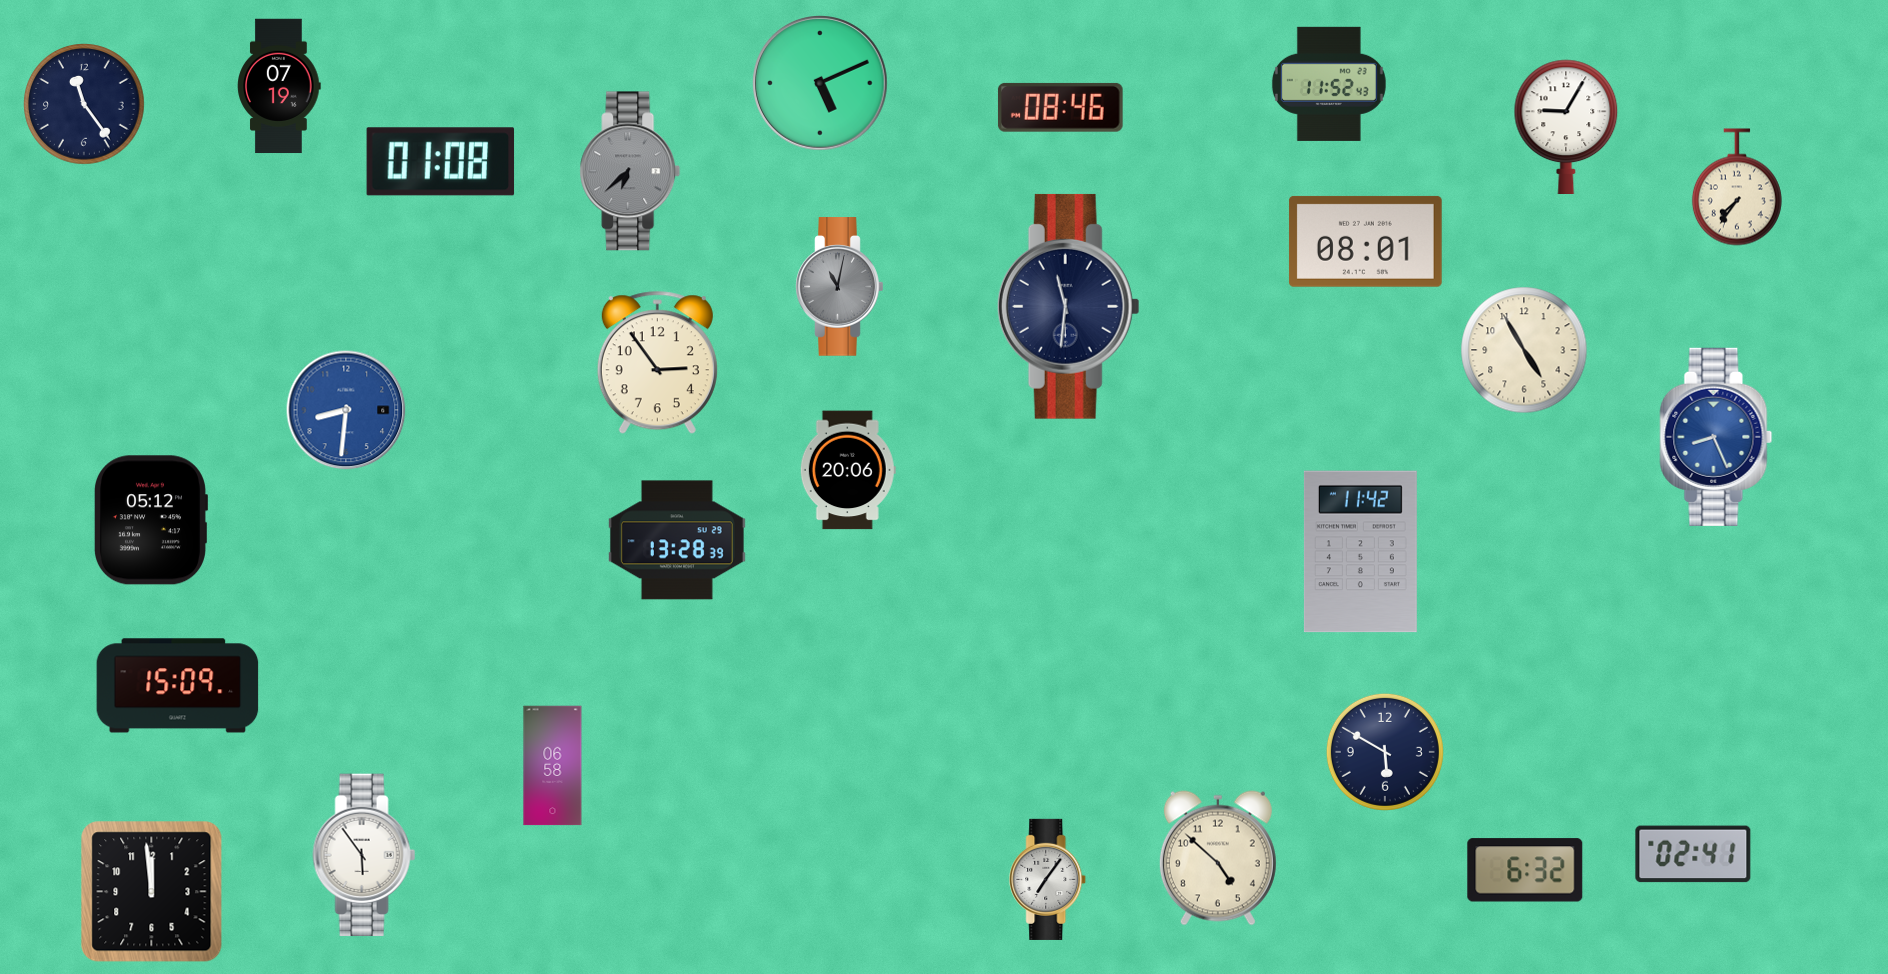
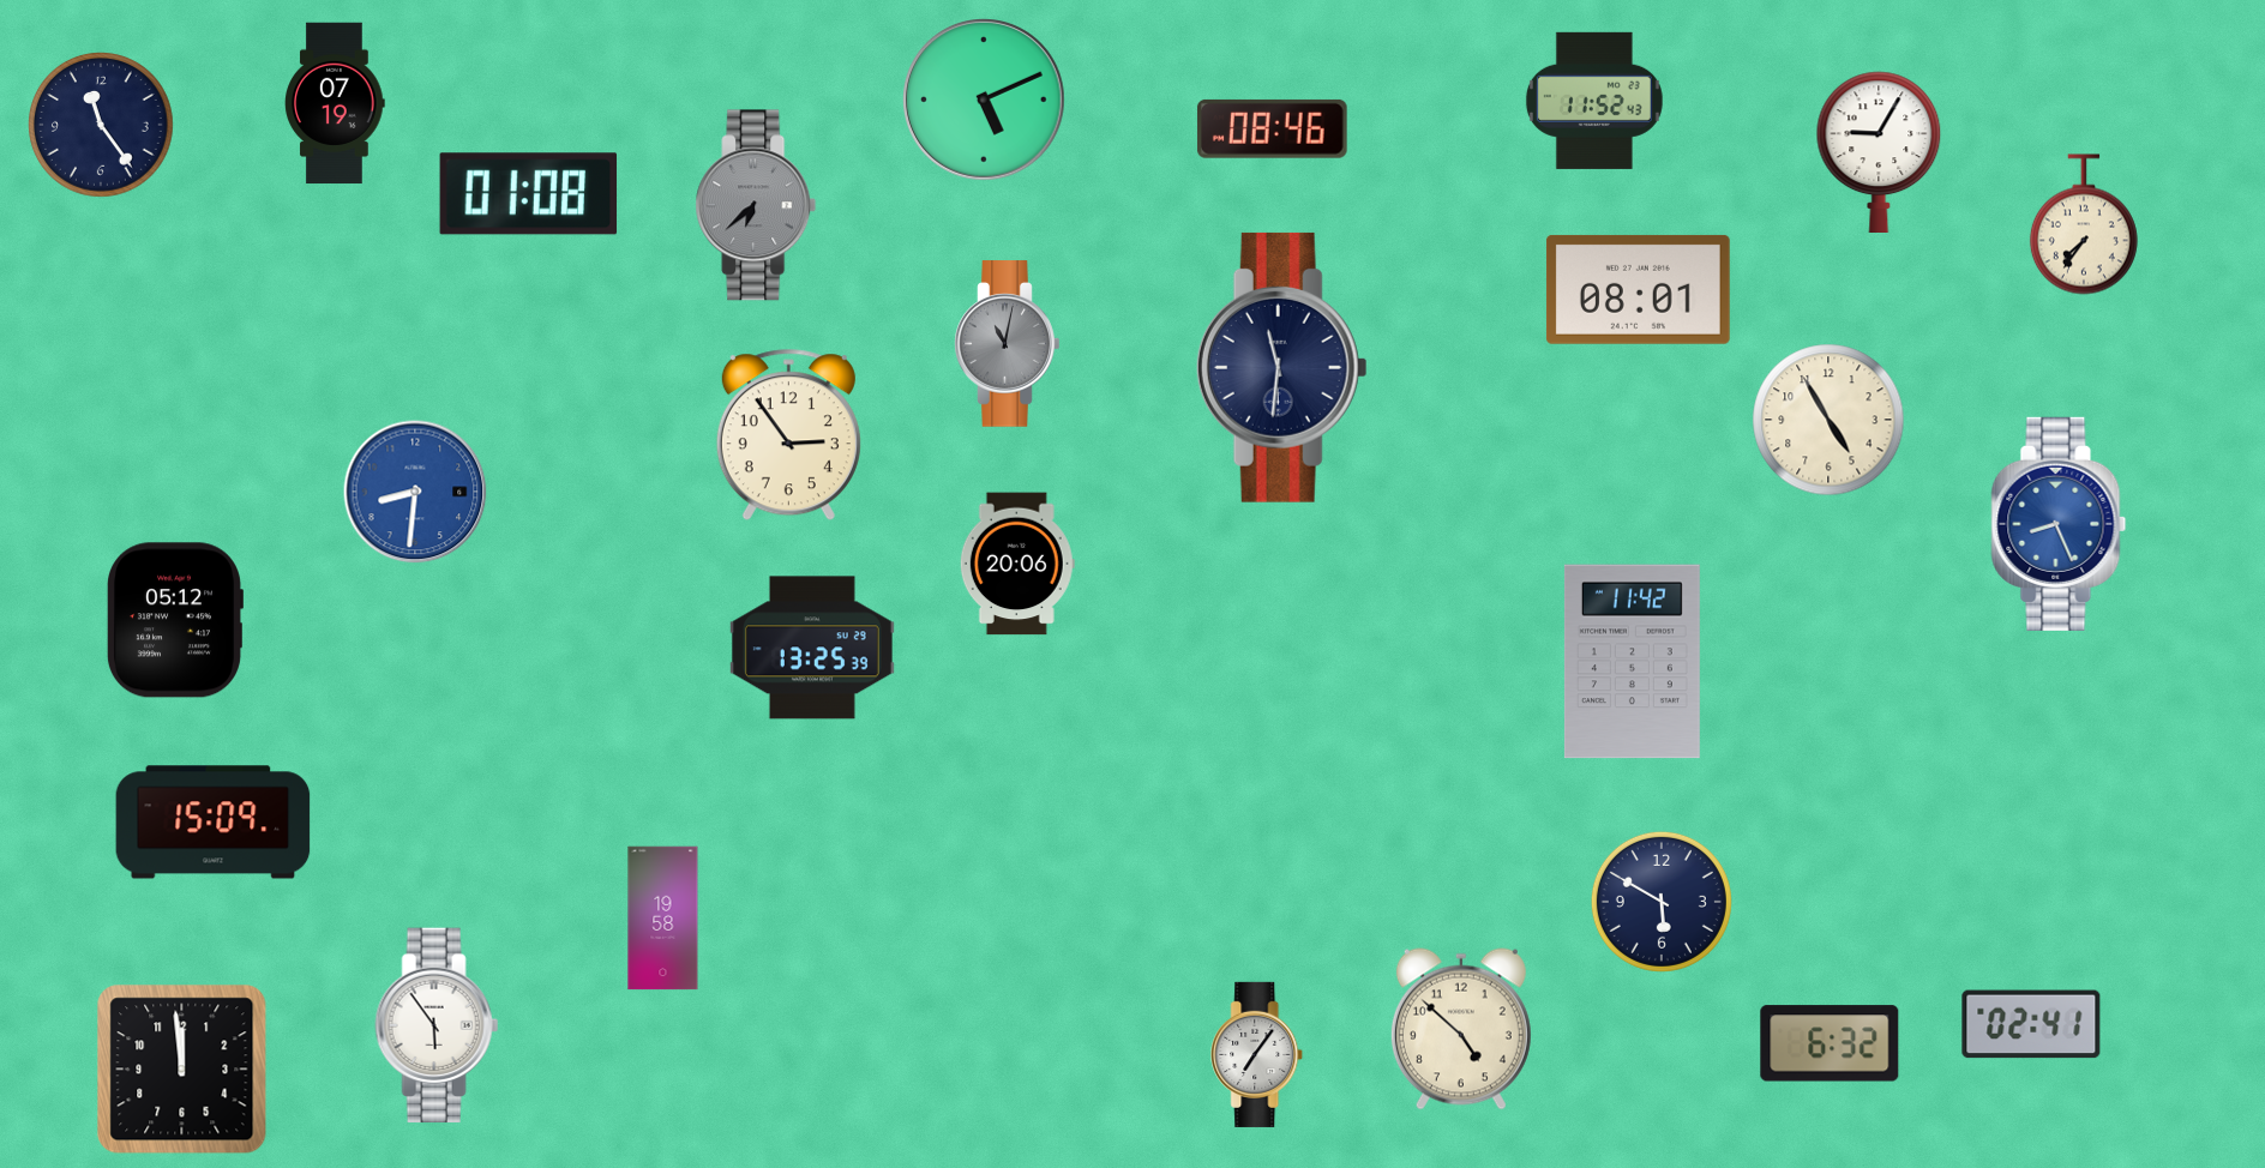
clock at (150, 520) position: (150, 520) -> (174, 620)
clock at (677, 540): 13:28 -> 13:25
clock at (553, 766): 06:58 -> 19:58
